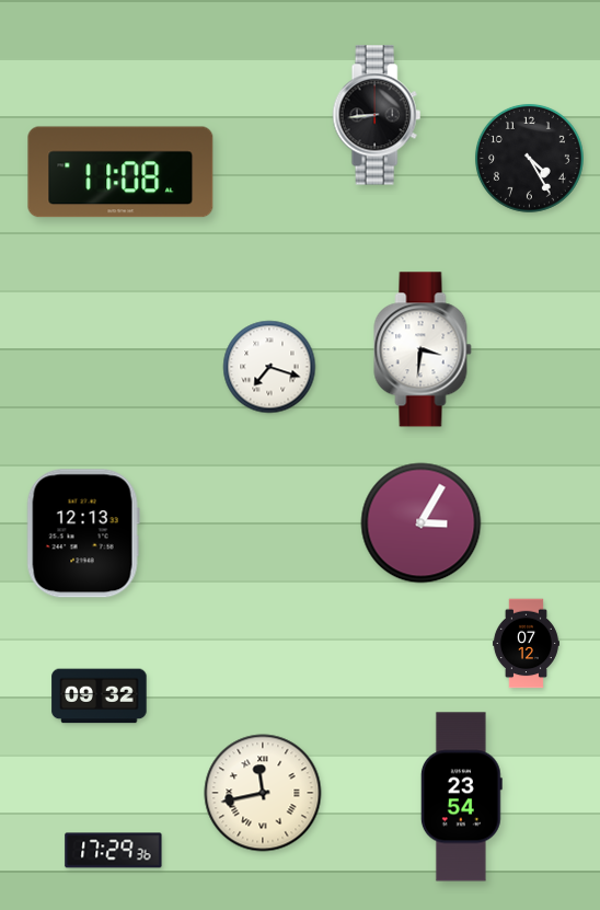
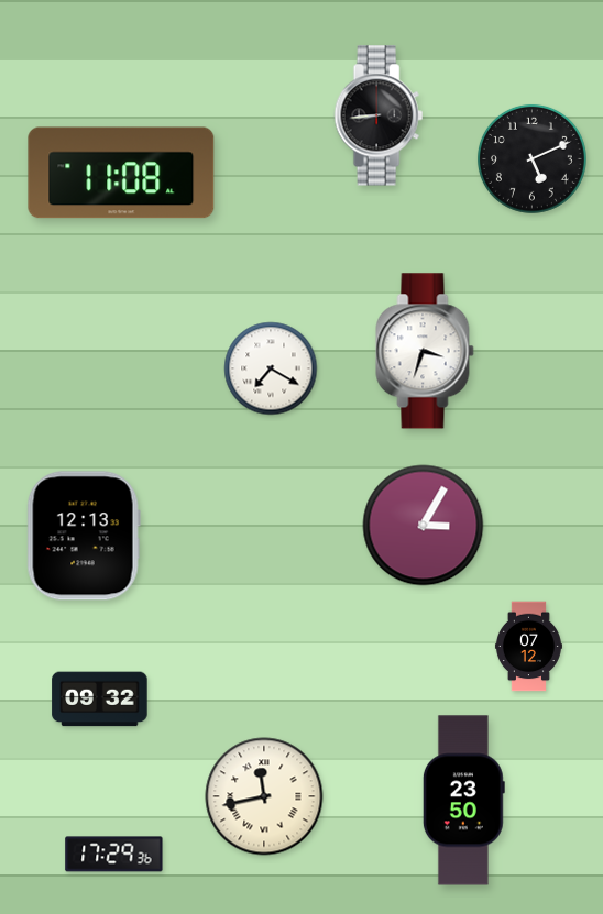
clock at (529, 158): 4:25 -> 5:11
clock at (423, 349): 3:31 -> 3:33
clock at (269, 367): 7:18 -> 7:20
clock at (461, 797): 23:54 -> 23:50
